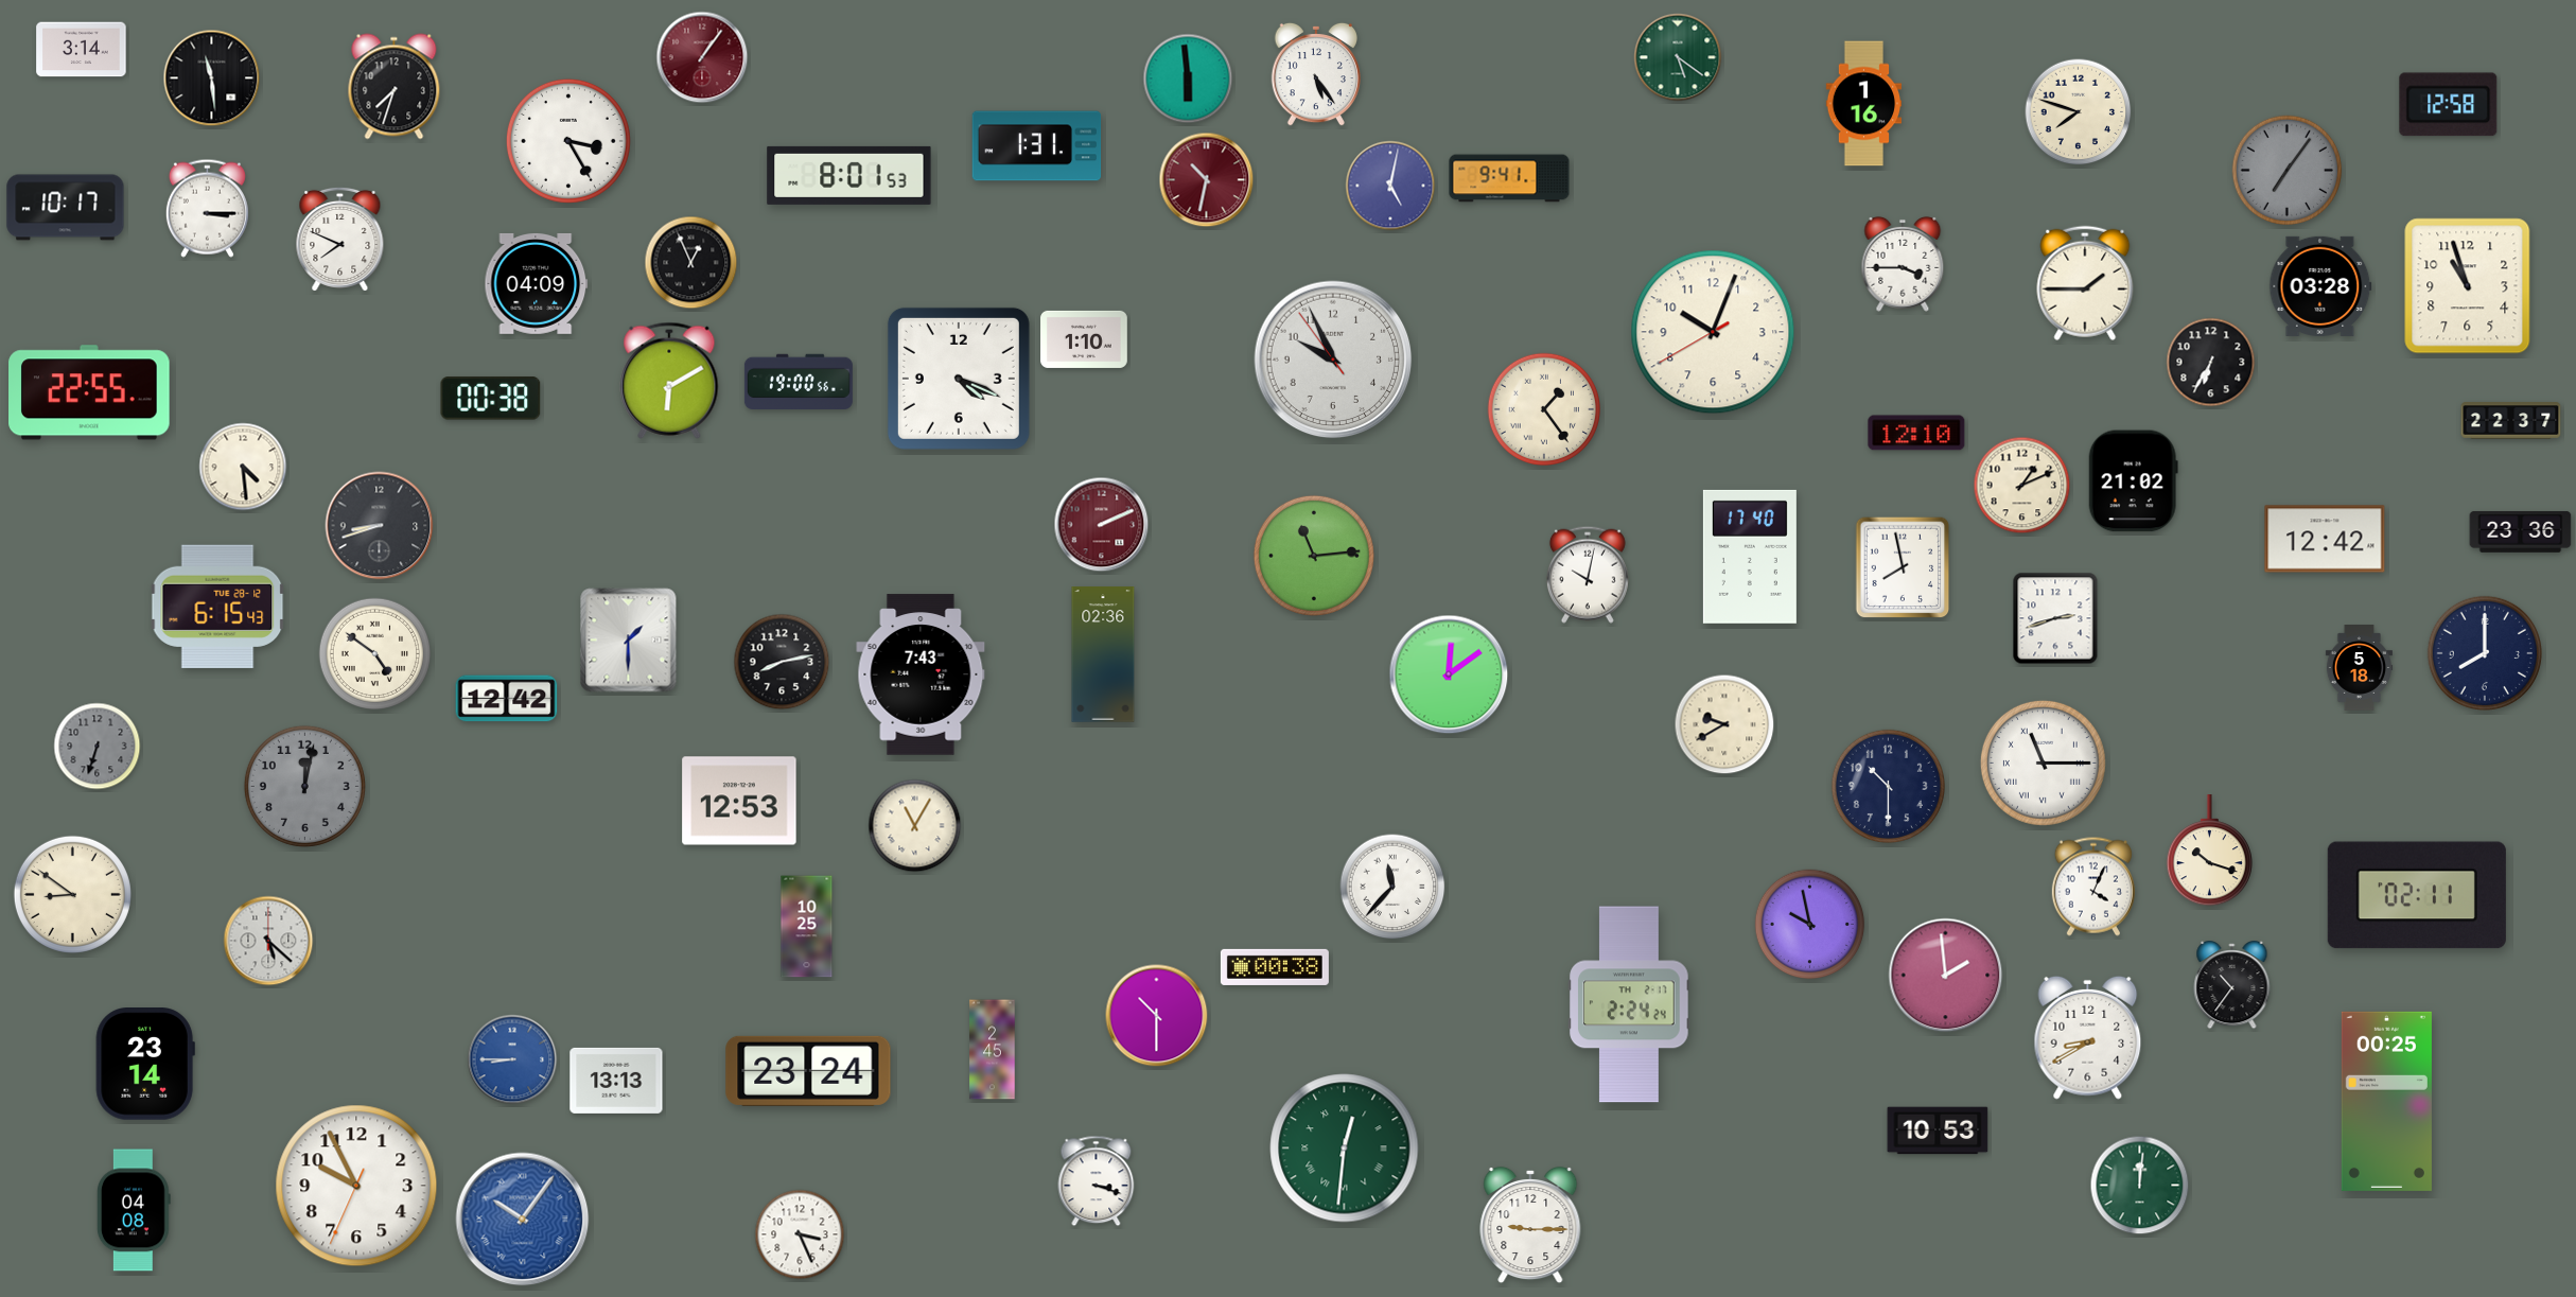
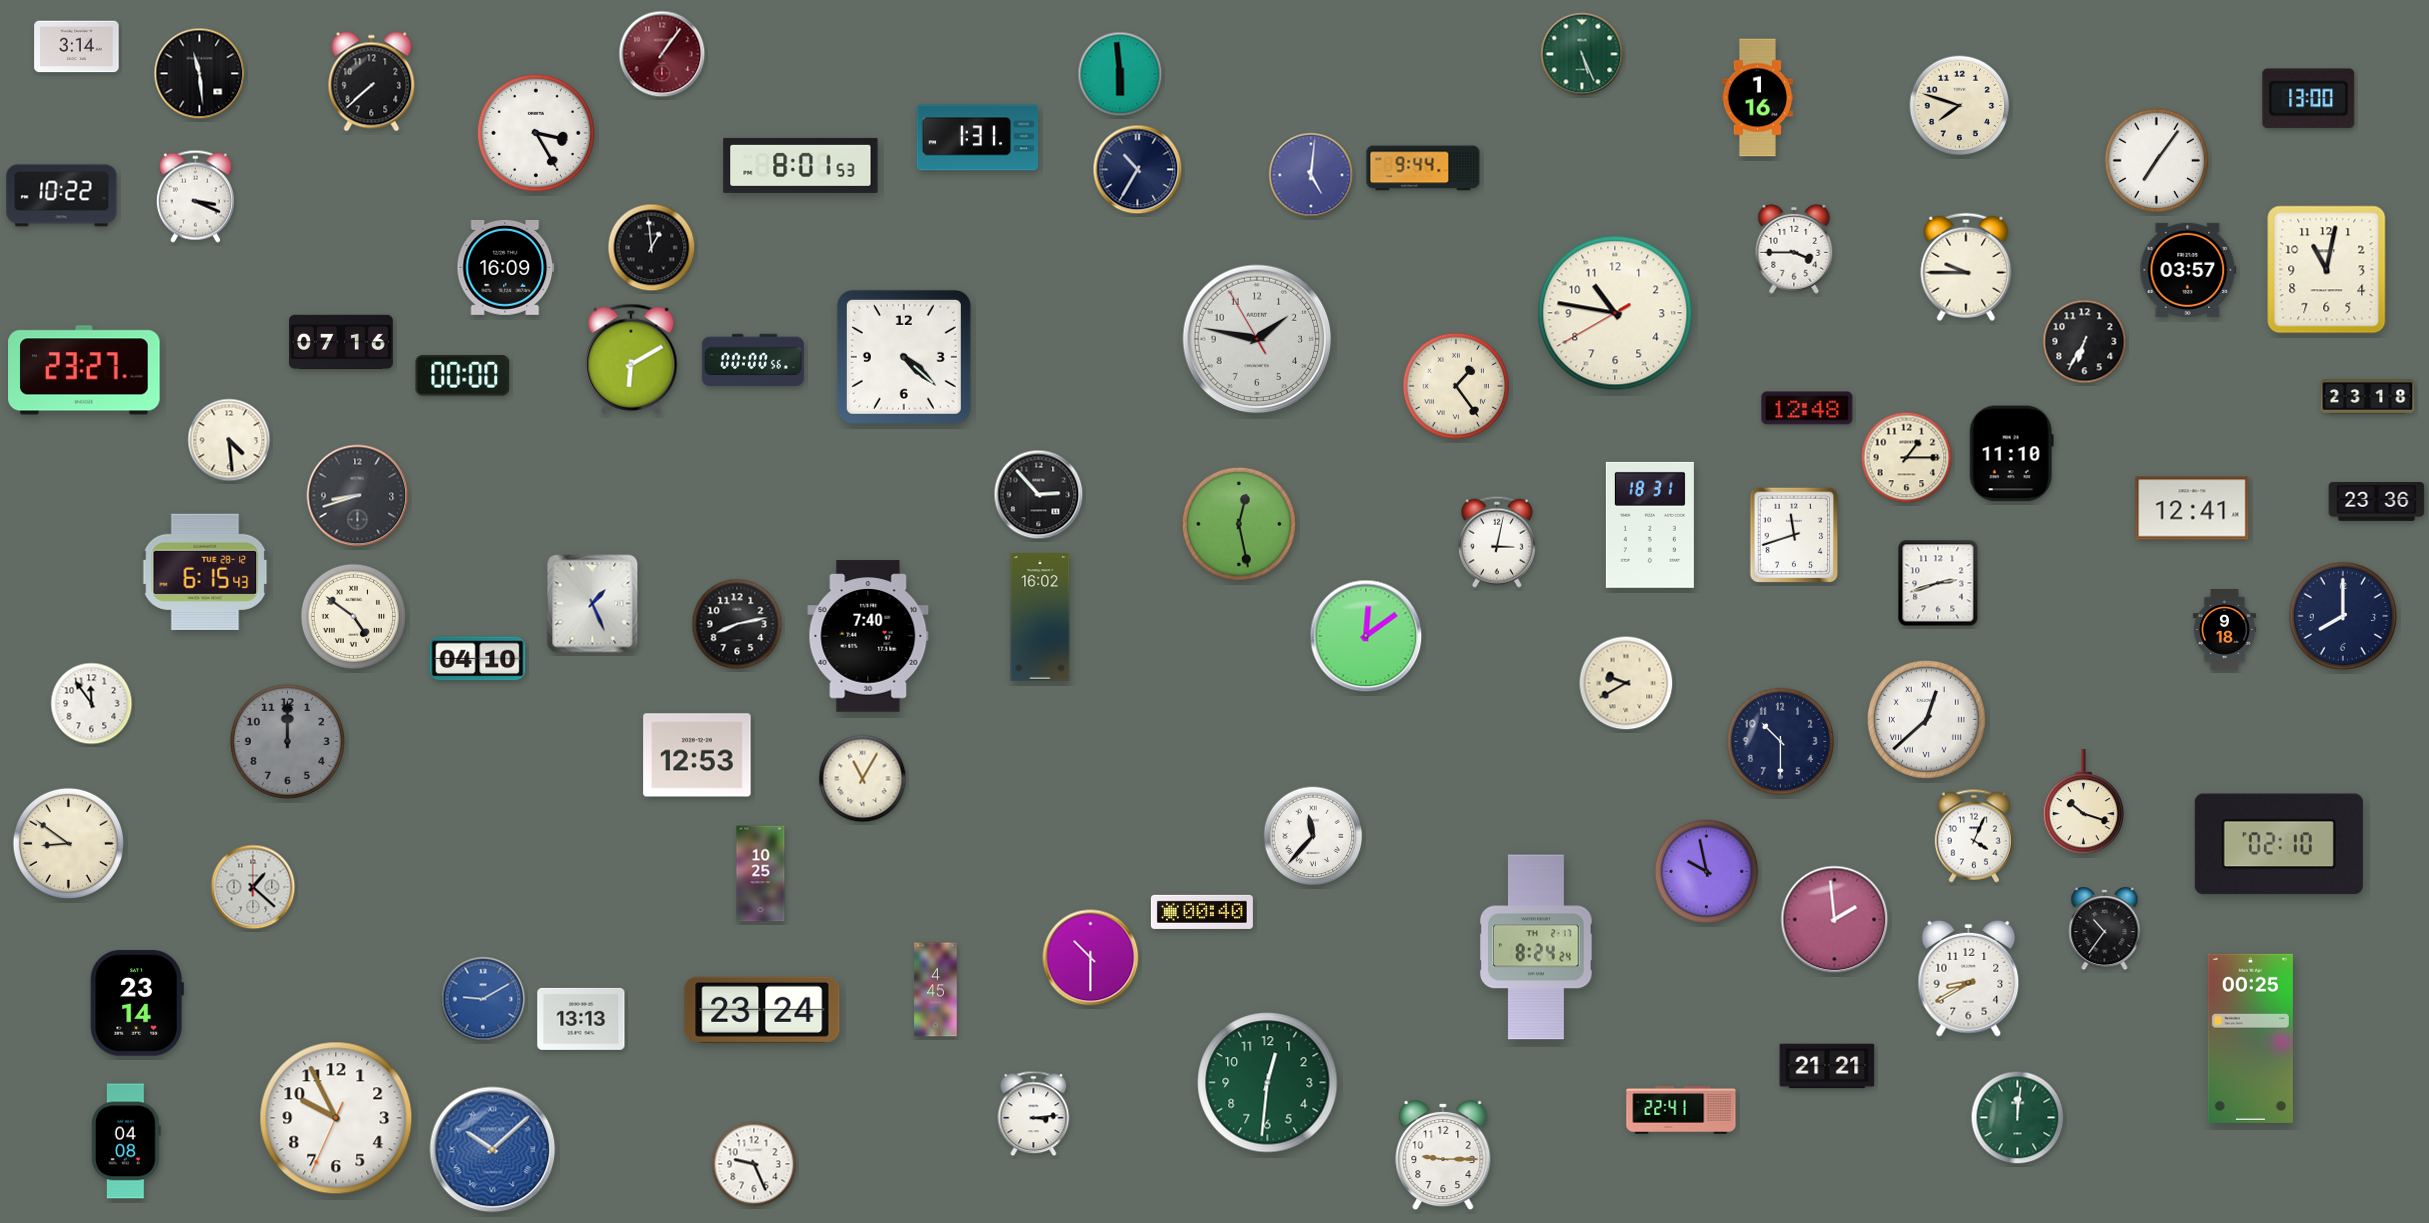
clock at (1678, 57): 5:21 -> 5:26
clock at (1315, 74): 5:24 -> none
clock at (395, 87): 7:33 -> 7:38
clock at (2449, 105): 12:58 -> 13:00
clock at (2288, 171) dial: grey -> white
clock at (1509, 178): 9:41 -> 9:44
clock at (1207, 180): 10:32 -> 10:35
clock at (1207, 180) dial: burgundy -> navy
clock at (1390, 186): 5:02 -> 5:01
clock at (66, 208): 10:17 -> 10:22
clock at (207, 208): 3:15 -> 3:19
clock at (340, 239): 7:49 -> none
clock at (691, 263): 12:56 -> 12:59
clock at (537, 283): 04:09 -> 16:09
clock at (2085, 283): 1:45 -> 9:45
clock at (2320, 286): 03:28 -> 03:57
clock at (2468, 286): 10:57 -> 11:02
clock at (1713, 332): 10:03 -> 10:46
clock at (1084, 339): 1:10 -> none
clock at (1333, 360): 9:55 -> 1:46
clock at (342, 342): none -> 07:16
clock at (959, 379): 4:19 -> 4:22
clock at (799, 381): 19:00 -> 00:00
clock at (89, 392): 22:55 -> 23:27
clock at (491, 399): 00:38 -> 00:00
clock at (2511, 421): 22:37 -> 23:18
clock at (1916, 433): 12:10 -> 12:48
clock at (2133, 481): 21:02 -> 11:10
clock at (2022, 486): 1:11 -> 1:15
clock at (1102, 525): 2:11 -> 2:53
clock at (1102, 525) dial: burgundy -> black
clock at (2325, 539): 12:42 -> 12:41
clock at (1314, 556): 11:14 -> 12:28
clock at (1750, 557): 17:40 -> 18:31
clock at (1903, 567): 7:58 -> 11:42
clock at (1588, 575): 10:02 -> 3:02
clock at (629, 641): 1:30 -> 1:26
clock at (1103, 654): 02:36 -> 16:02
clock at (2359, 668): 5:18 -> 9:18
clock at (921, 674): 7:43 -> 7:40
clock at (507, 699): 12:42 -> 04:10
clock at (98, 747): 6:33 -> 11:54
clock at (98, 747) dial: grey -> white
clock at (2043, 763): 11:15 -> 12:38
clock at (304, 786): 12:02 -> 12:00
clock at (2417, 895): 02:11 -> 02:10
clock at (268, 941): 5:22 -> 1:22
clock at (1275, 967): 00:38 -> 00:40
clock at (1629, 1004): 2:24 -> 8:24
clock at (993, 1050): 2:45 -> 4:45
clock at (512, 1059): 8:45 -> 9:10
clock at (1938, 1131): 10:53 -> 21:21
clock at (1345, 1149) numerals: Roman -> Arabic
clock at (1681, 1111): none -> 22:41
clock at (1097, 1181): 3:18 -> 3:14
clock at (523, 1220): 10:06 -> 10:08
clock at (800, 1234): 3:26 -> 9:26
